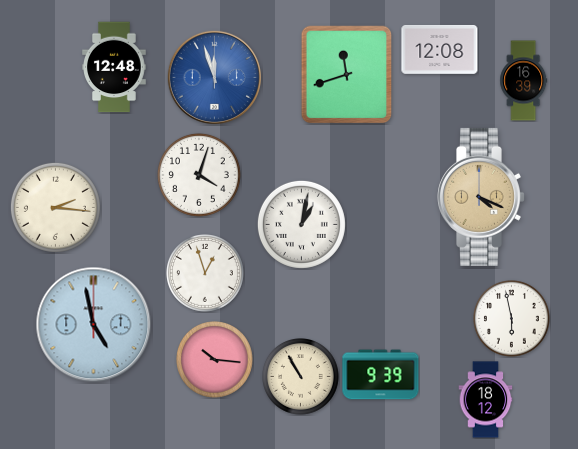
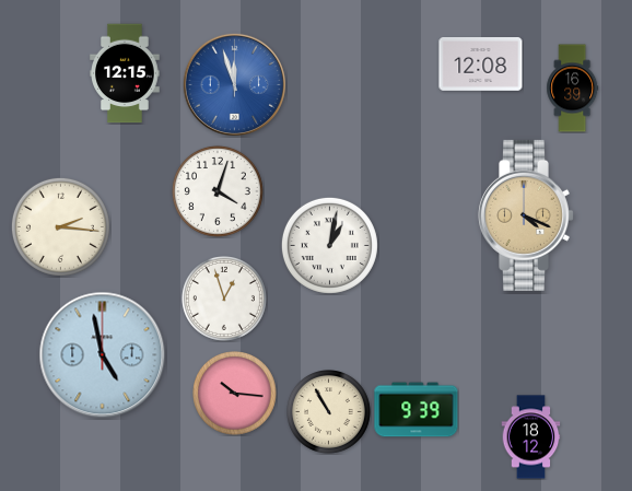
clock at (440, 49) position: (440, 49) -> (481, 63)
clock at (114, 67): 12:48 -> 12:15
clock at (347, 75): 11:42 -> none
clock at (512, 319): 5:58 -> none
